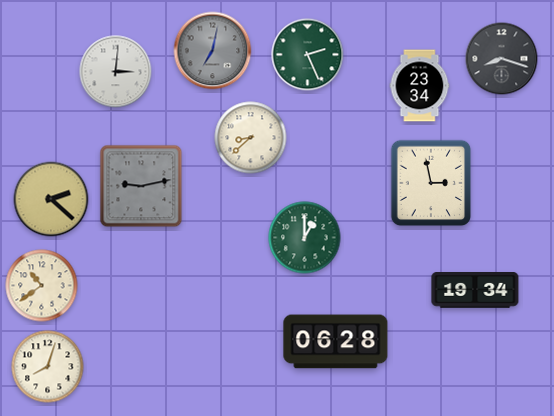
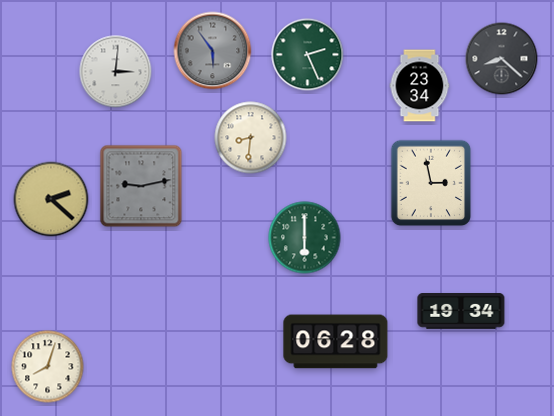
clock at (213, 51): 7:02 -> 5:54
clock at (502, 59): 8:18 -> 8:22
clock at (251, 138): 8:38 -> 8:31
clock at (305, 238): 1:00 -> 6:00
clock at (42, 286): 10:39 -> none
clock at (475, 291) position: (475, 291) -> (461, 312)
